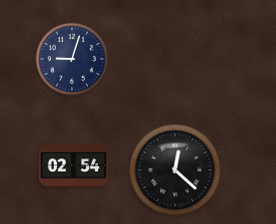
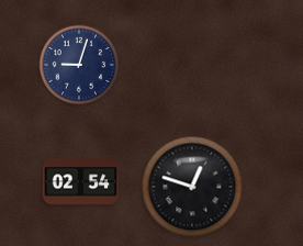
clock at (175, 170): 12:22 -> 12:48
